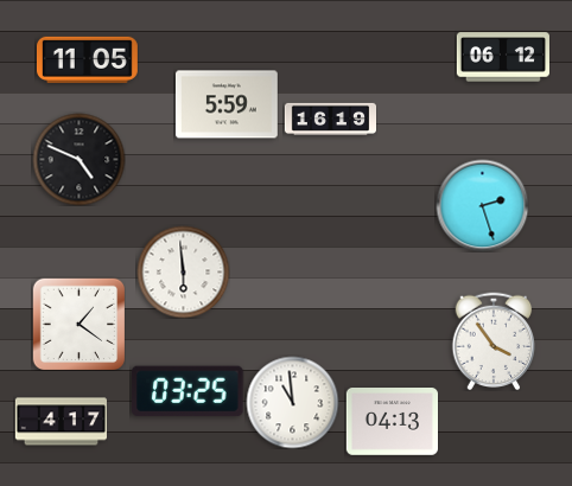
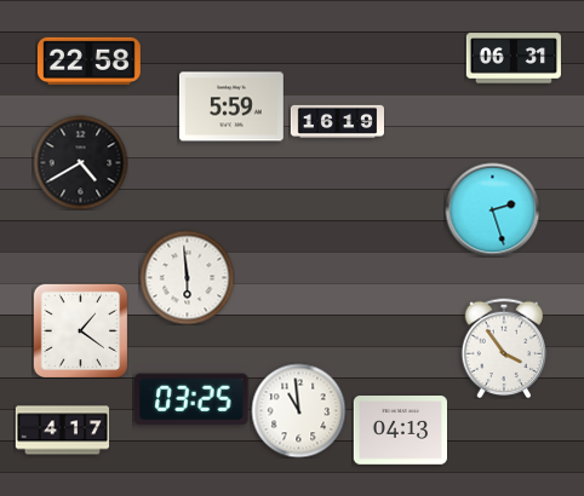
clock at (503, 57): 06:12 -> 06:31
clock at (87, 59): 11:05 -> 22:58
clock at (78, 159): 4:49 -> 4:40
